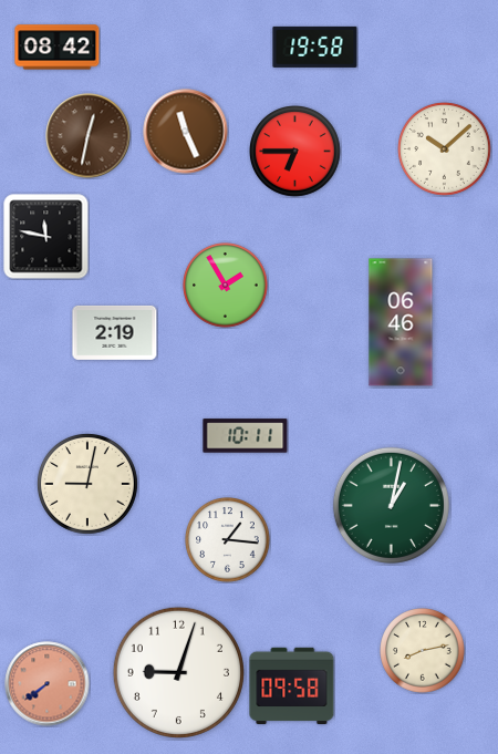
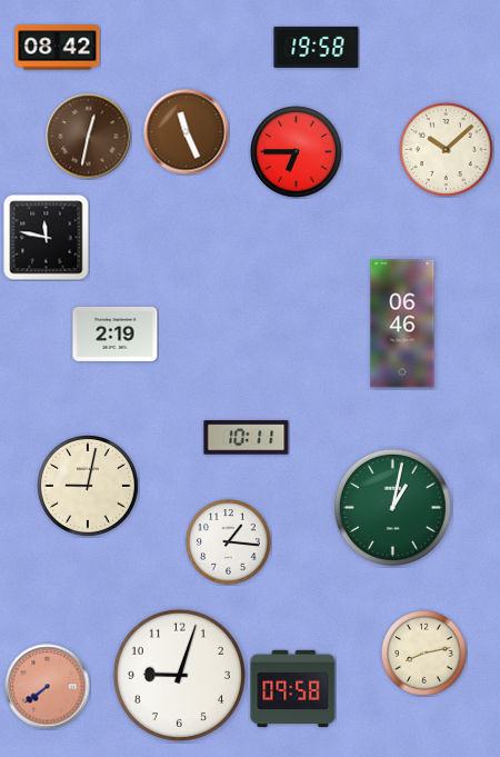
clock at (226, 286): 1:55 -> none
